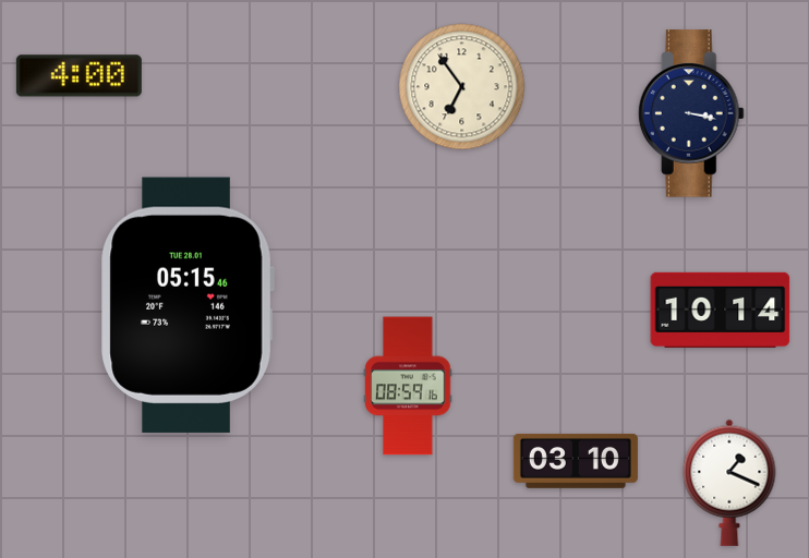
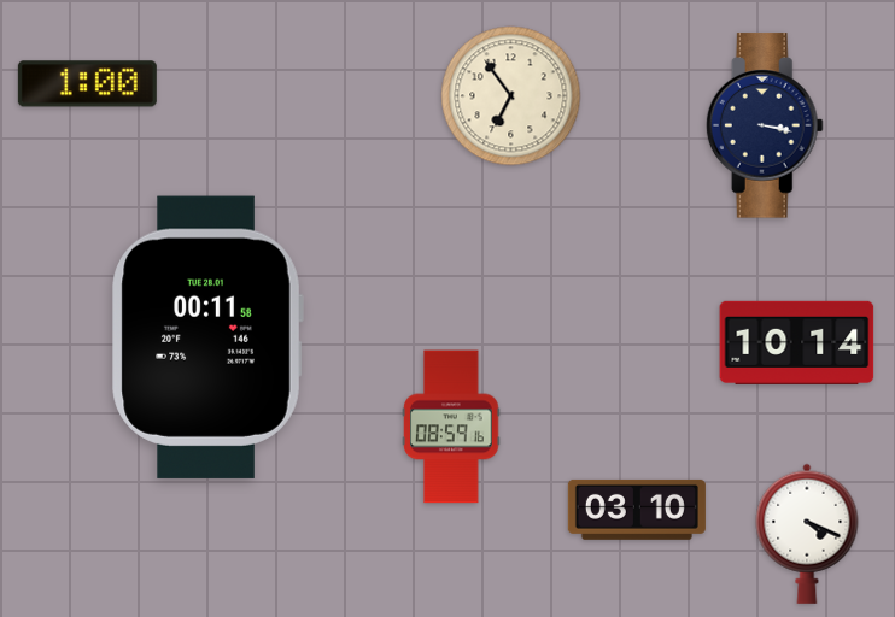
clock at (79, 76): 4:00 -> 1:00
clock at (188, 305): 05:15 -> 00:11
clock at (729, 483): 1:19 -> 4:19
